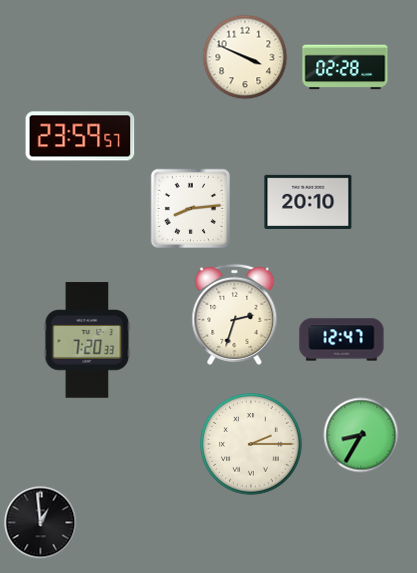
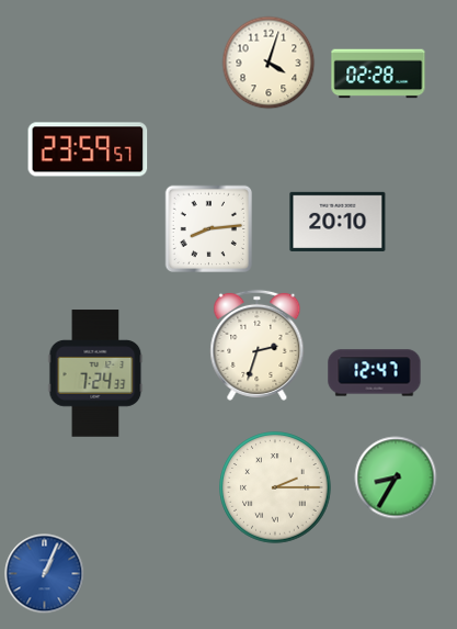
clock at (245, 57): 3:49 -> 4:03
clock at (87, 340): 7:20 -> 7:24
clock at (41, 523): 12:59 -> 1:04
clock at (41, 523) dial: black -> blue
